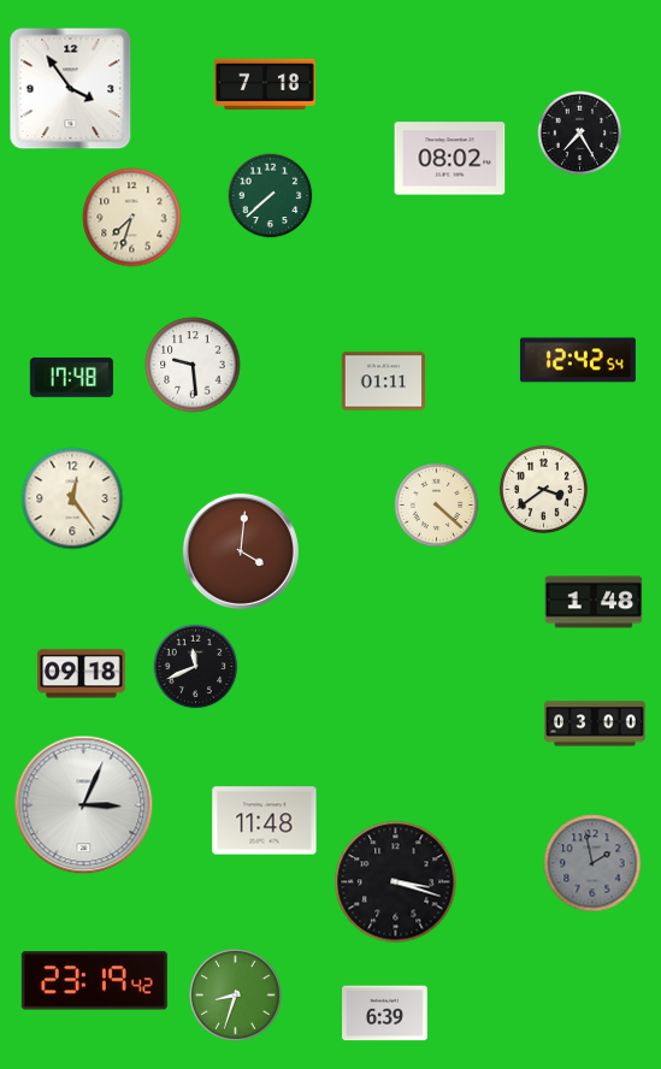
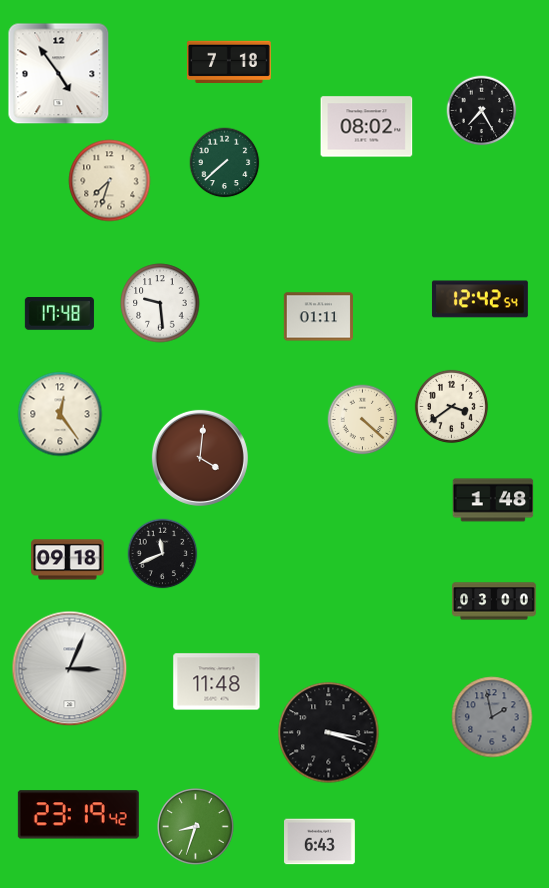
clock at (266, 83) position: (266, 83) -> (230, 61)
clock at (71, 89): 3:54 -> 4:54
clock at (450, 159) position: (450, 159) -> (367, 127)
clock at (265, 821) position: (265, 821) -> (217, 682)
clock at (385, 1014): 6:39 -> 6:43
